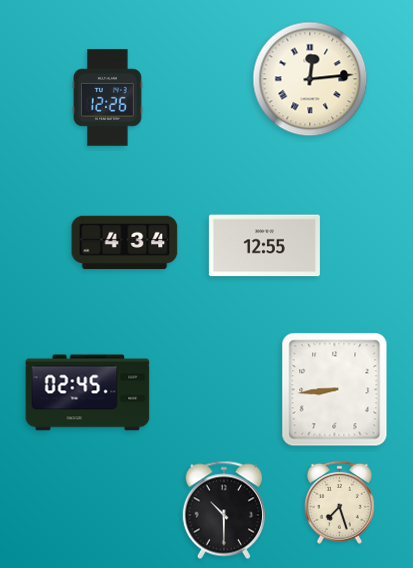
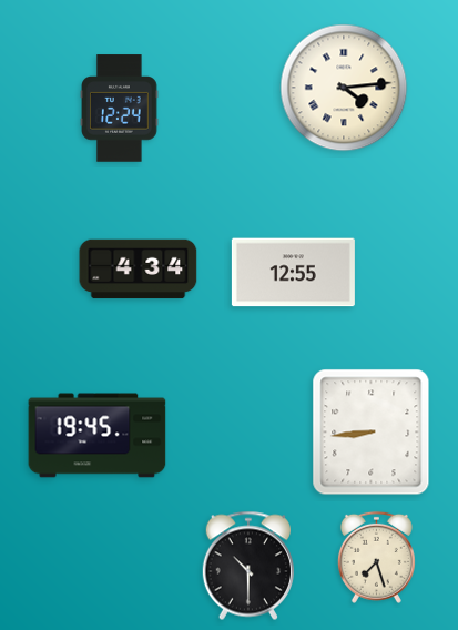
clock at (310, 79): 12:14 -> 4:14
clock at (108, 98): 12:26 -> 12:24
clock at (88, 393): 02:45 -> 19:45
